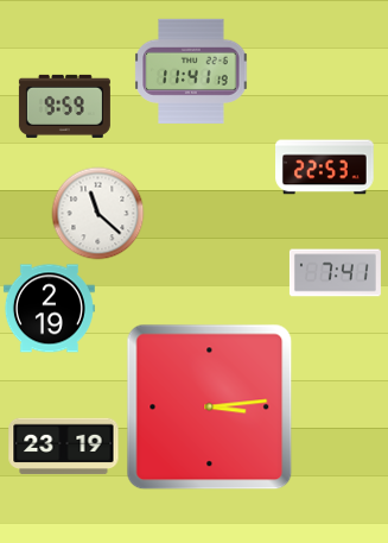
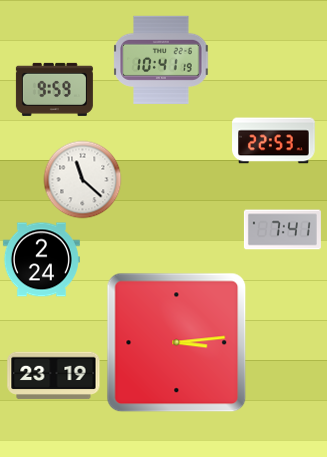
clock at (191, 71): 11:41 -> 10:41
clock at (49, 309): 2:19 -> 2:24
